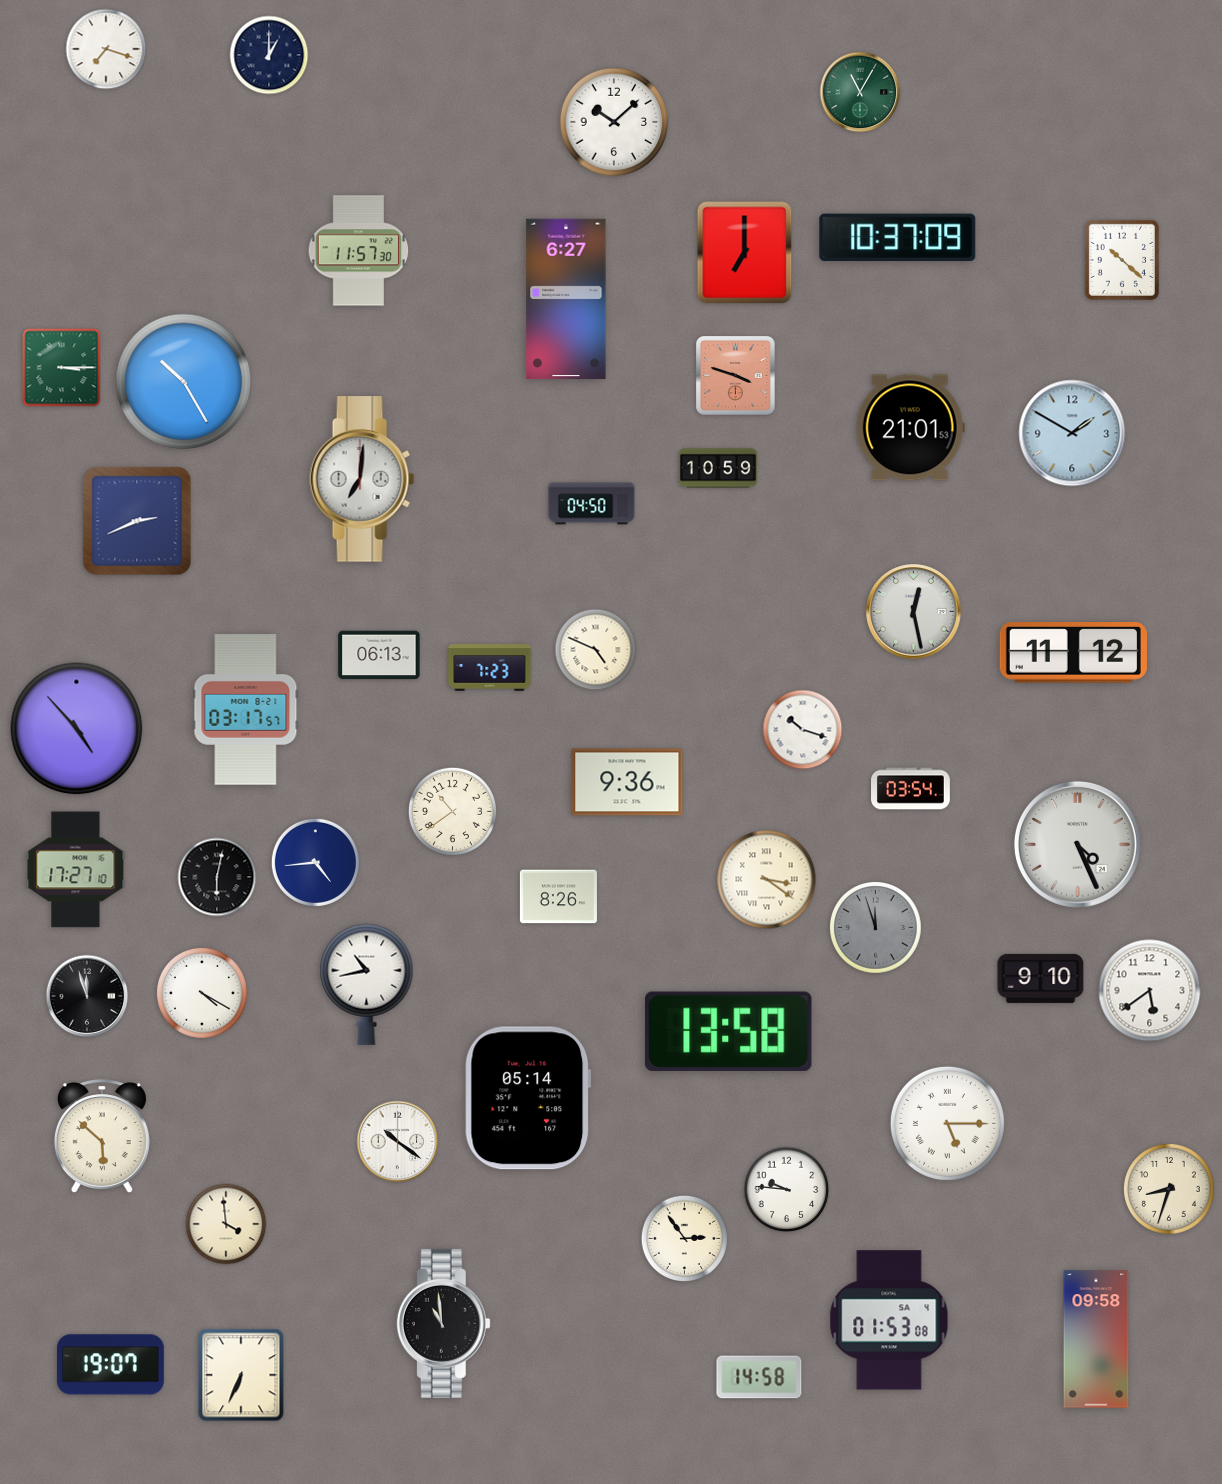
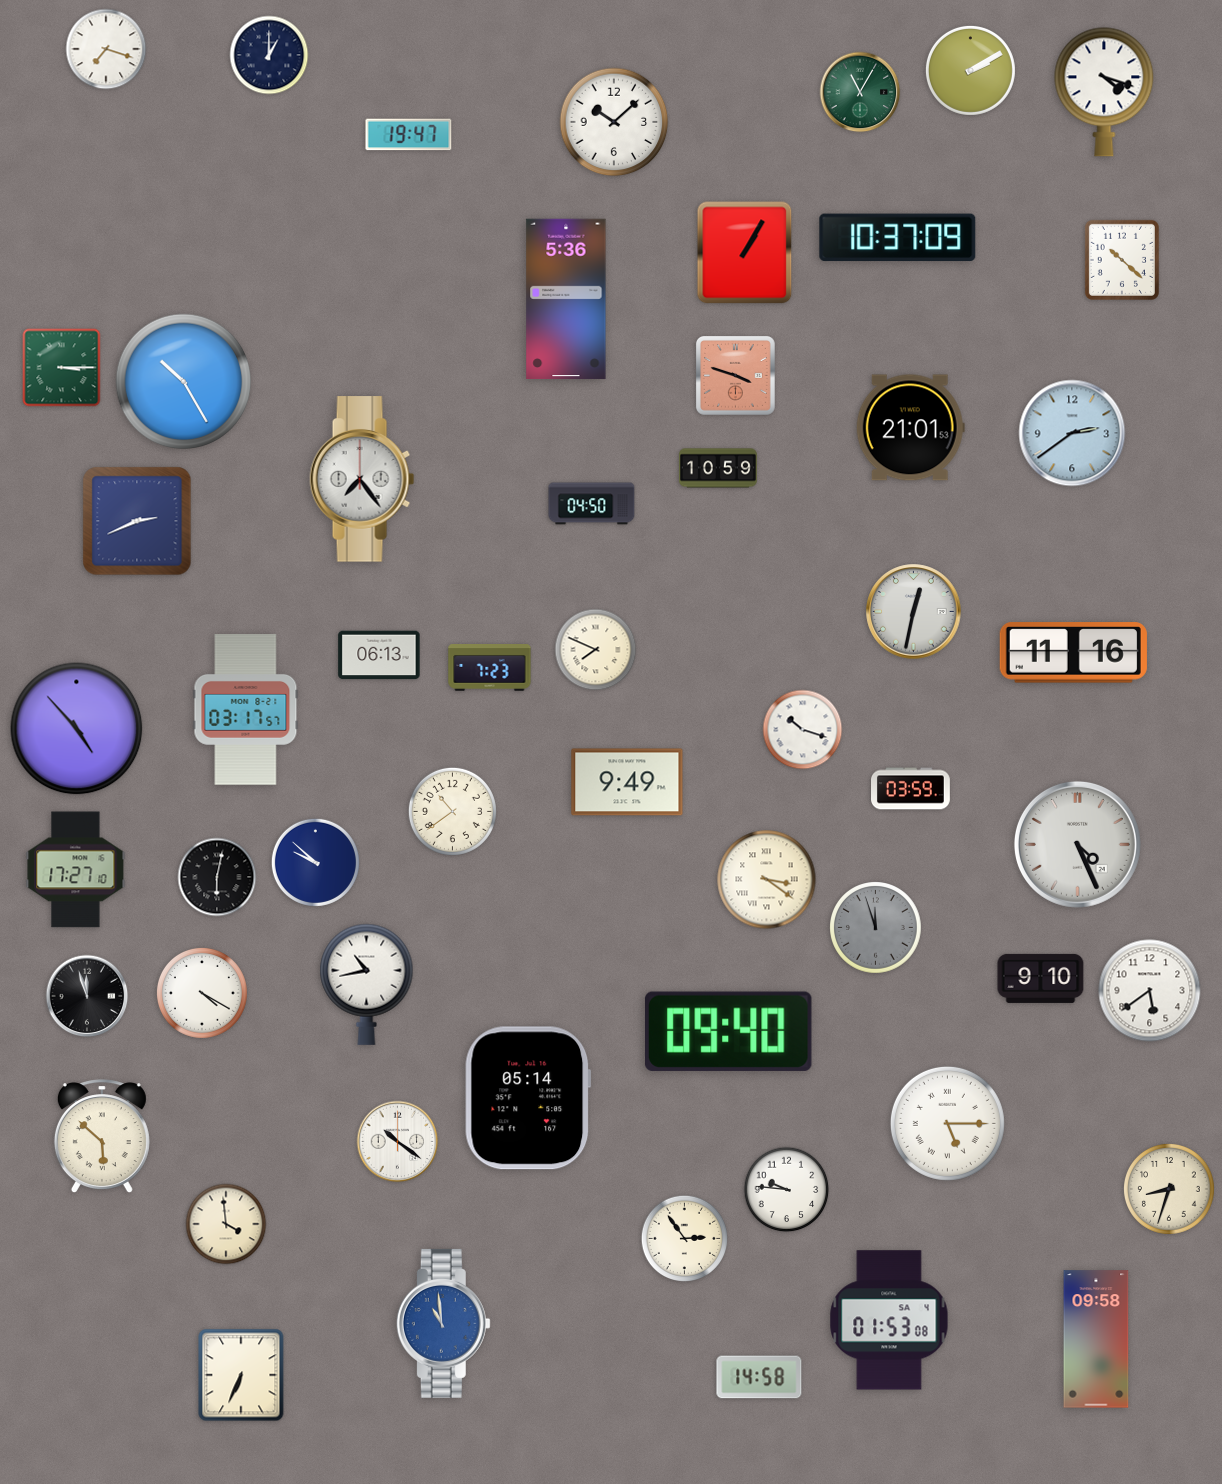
clock at (970, 70): none -> 2:10
clock at (1104, 92): none -> 4:18
clock at (409, 135): none -> 19:47
clock at (359, 251): 11:57 -> none
clock at (745, 253): 7:00 -> 1:05
clock at (566, 299): 6:27 -> 5:36
clock at (1072, 433): 1:50 -> 2:39
clock at (362, 479): 7:01 -> 7:24
clock at (914, 612): 12:28 -> 12:32
clock at (596, 650): 4:49 -> 7:49
clock at (1073, 653): 11:12 -> 11:16
clock at (627, 782): 9:36 -> 9:49
clock at (911, 789): 03:54 -> 03:59
clock at (315, 862): 4:44 -> 9:52
clock at (558, 897): 8:26 -> none
clock at (729, 1031): 13:58 -> 09:40
clock at (443, 1323) dial: black -> blue
clock at (110, 1365): 19:07 -> none
